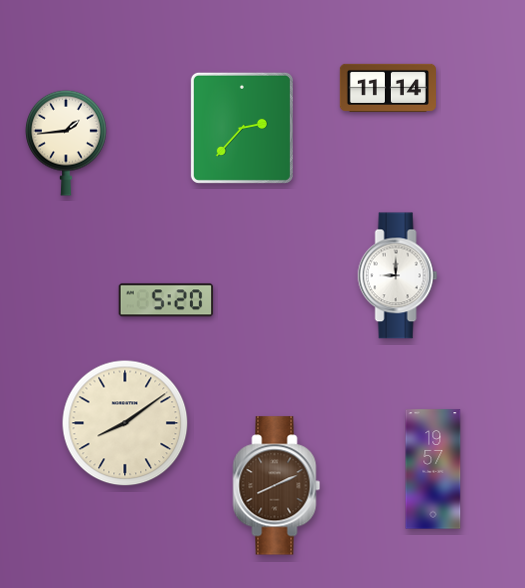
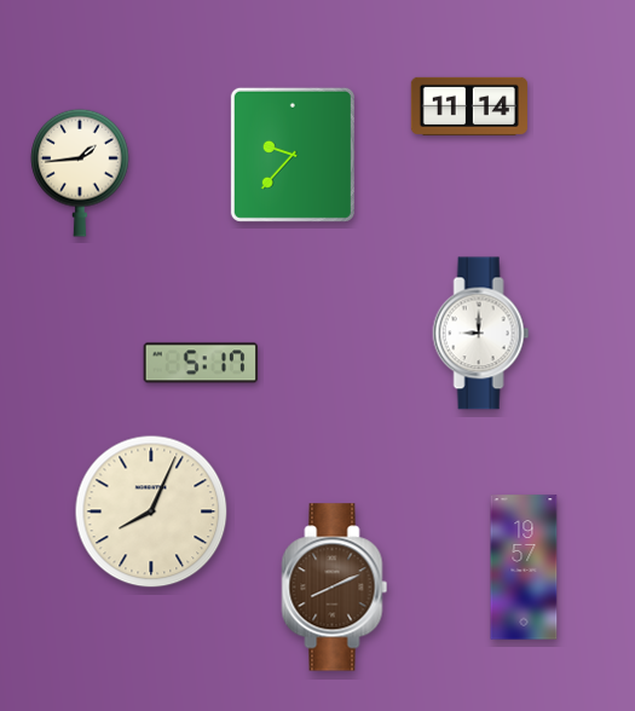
clock at (242, 128): 2:37 -> 9:37
clock at (166, 300): 5:20 -> 5:17
clock at (125, 423): 8:09 -> 8:04
